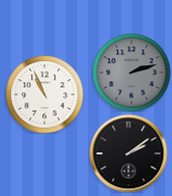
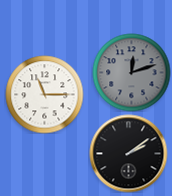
clock at (131, 72): 2:12 -> 12:12
clock at (44, 94): 10:56 -> 11:15
